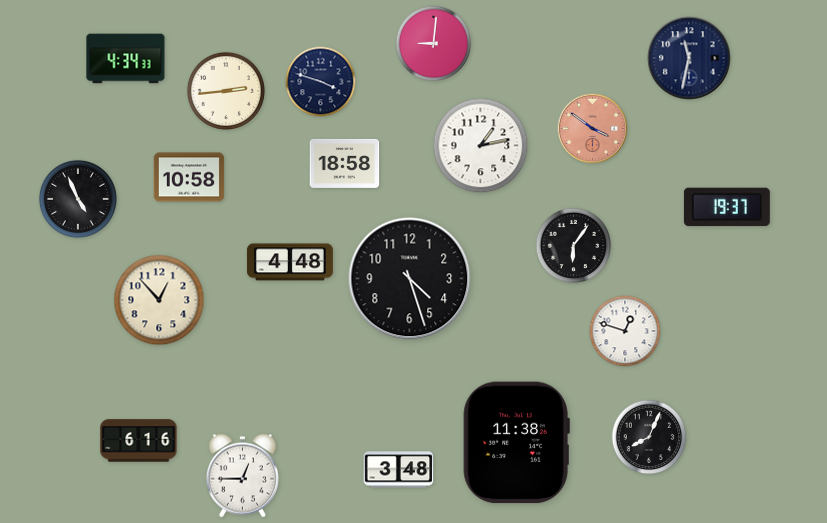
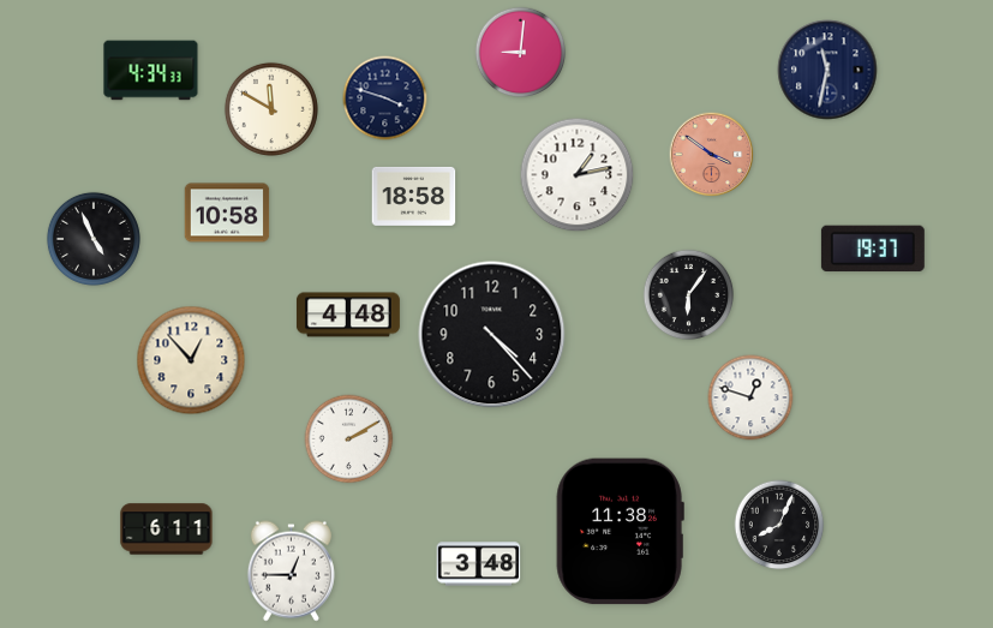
clock at (226, 91): 2:44 -> 11:50
clock at (410, 279): 4:27 -> 4:23
clock at (349, 439): none -> 2:10
clock at (139, 441): 6:16 -> 6:11
